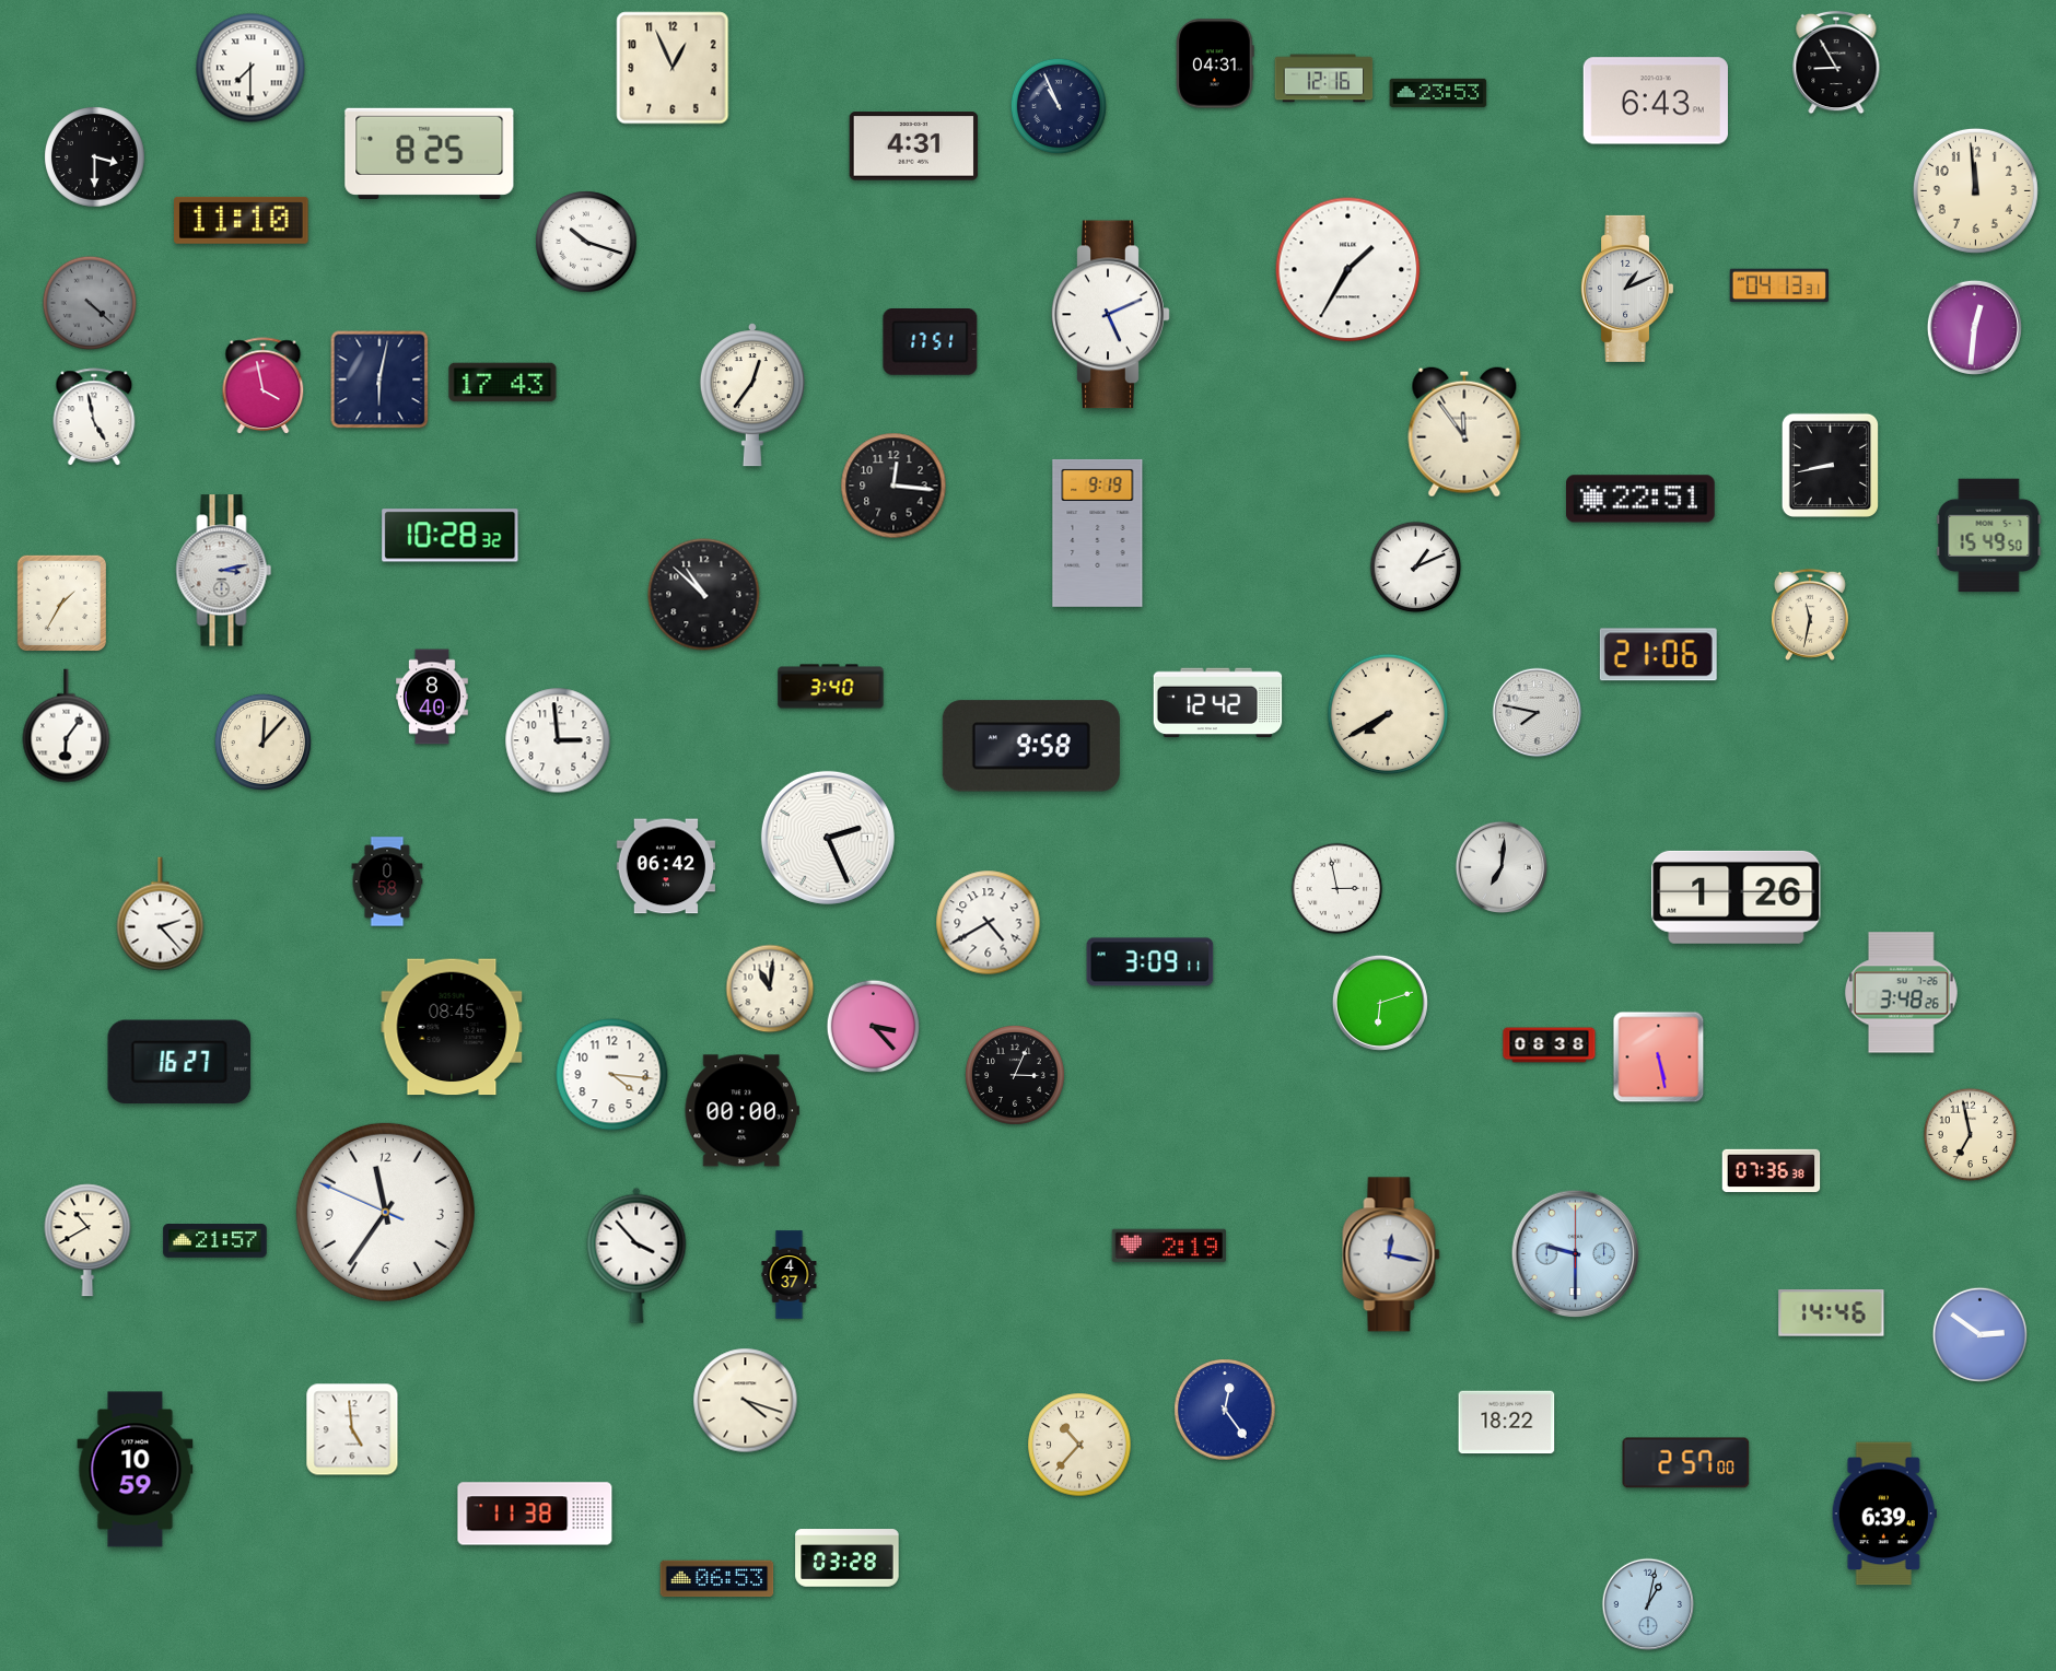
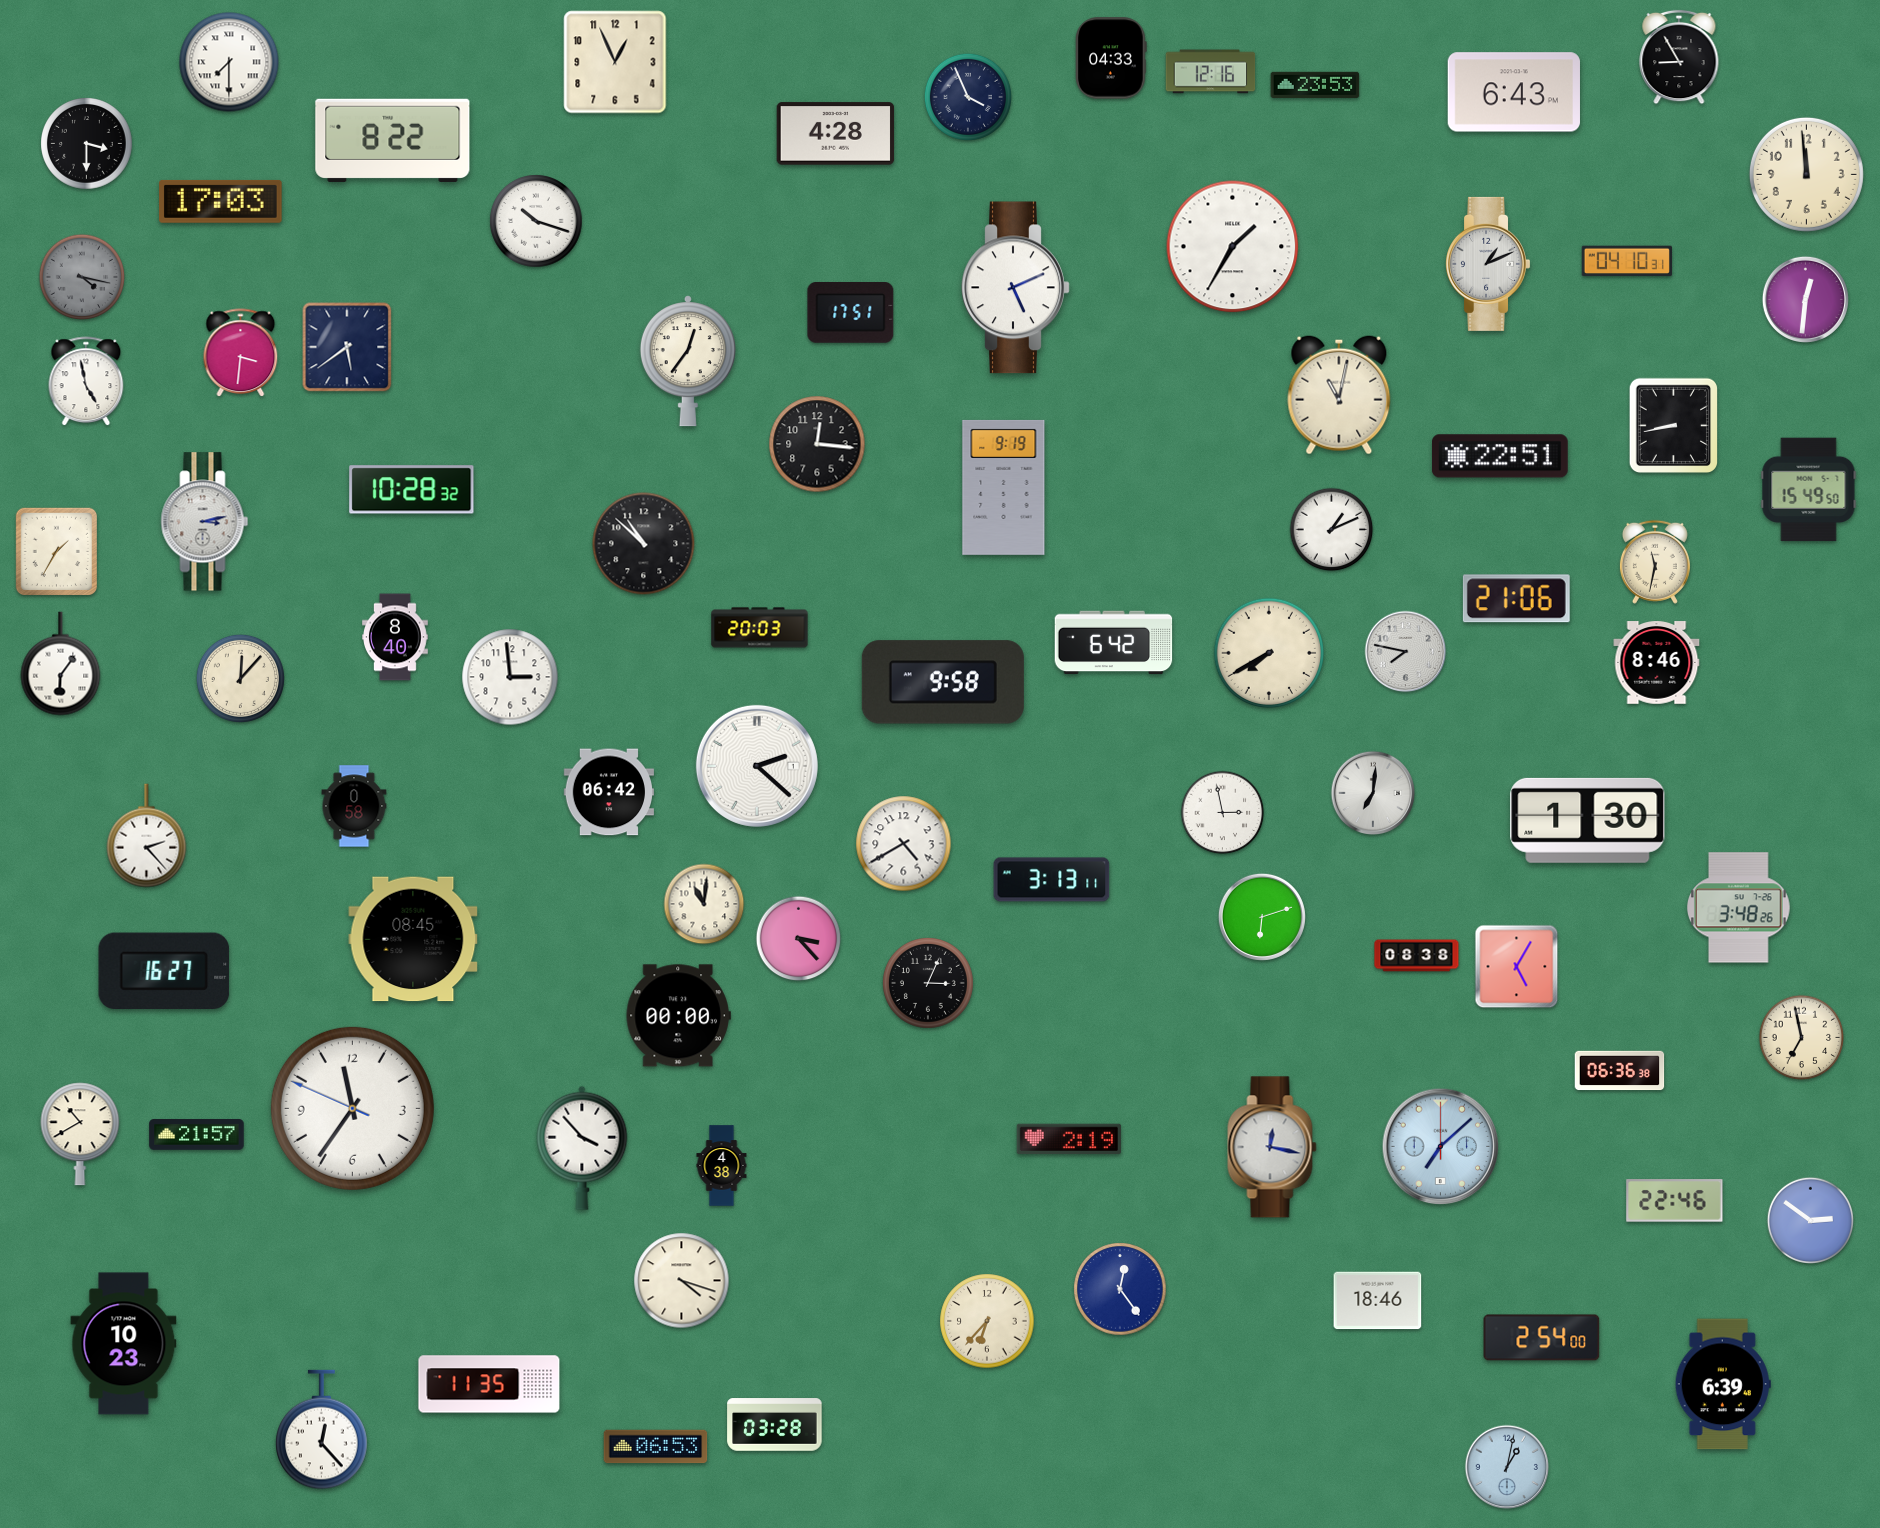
clock at (1215, 63): 04:31 -> 04:33
clock at (1059, 106): 10:56 -> 3:56
clock at (914, 147): 4:31 -> 4:28
clock at (430, 153): 8:25 -> 8:22
clock at (242, 220): 11:10 -> 17:03
clock at (1779, 285): 04:13 -> 04:10
clock at (90, 303): 4:22 -> 4:17
clock at (379, 379): 6:02 -> 5:39
clock at (503, 383): 17:43 -> none
clock at (264, 386): 3:58 -> 3:31
clock at (1464, 432): 11:54 -> 11:02
clock at (1989, 536) position: (1989, 536) -> (1809, 490)
clock at (1416, 568) position: (1416, 568) -> (1332, 530)
clock at (831, 687): 3:40 -> 20:03
clock at (1218, 703): 12:42 -> 6:42
clock at (1657, 663): none -> 8:46
clock at (828, 838): 2:26 -> 2:22
clock at (1737, 897): 1:26 -> 1:30
clock at (1150, 962): 3:09 -> 3:13
clock at (1659, 1057): 5:28 -> 5:05
clock at (612, 1075): 4:16 -> none
clock at (1772, 1171): 07:36 -> 06:36
clock at (1576, 1254): 9:30 -> 7:08
clock at (790, 1275): 4:37 -> 4:38
clock at (1832, 1313): 14:46 -> 22:46
clock at (1507, 1423): 18:22 -> 18:46
clock at (352, 1429): 4:59 -> none
clock at (1079, 1445): 10:37 -> 6:37
clock at (1686, 1463): 2:57 -> 2:54
clock at (136, 1470): 10:59 -> 10:23
clock at (535, 1514): 11:38 -> 11:35
clock at (322, 1430): none -> 12:23
clock at (717, 1579) position: (717, 1579) -> (656, 1447)
